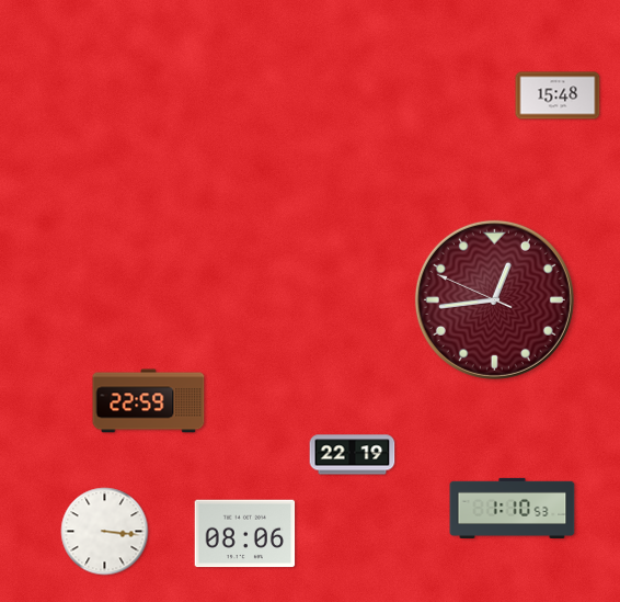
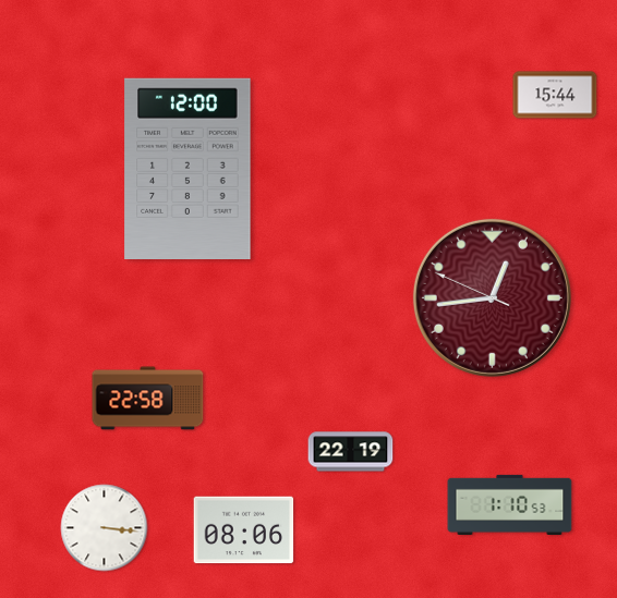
clock at (558, 95): 15:48 -> 15:44
clock at (187, 168): none -> 12:00
clock at (149, 401): 22:59 -> 22:58
